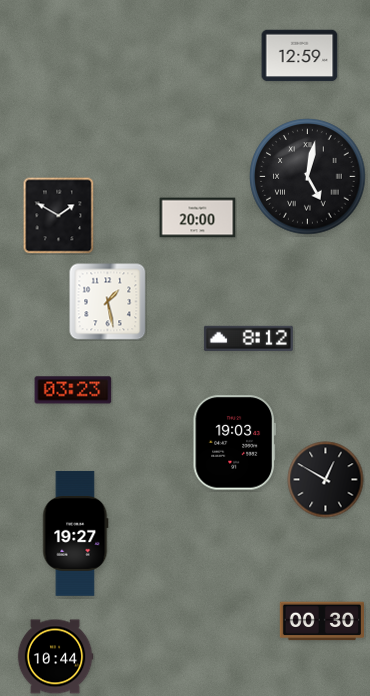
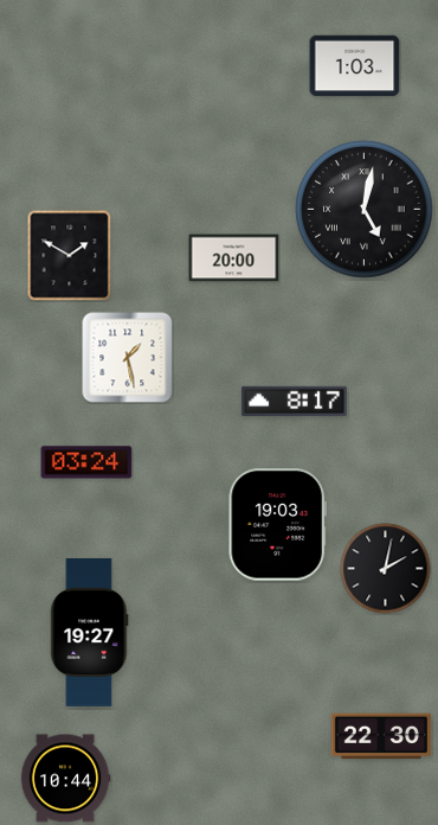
clock at (300, 56): 12:59 -> 1:03
clock at (248, 338): 8:12 -> 8:17
clock at (73, 390): 03:23 -> 03:24
clock at (326, 480): 12:50 -> 2:02
clock at (321, 621): 00:30 -> 22:30
